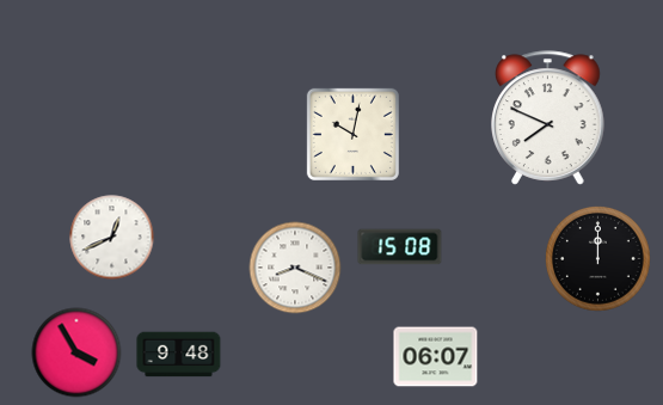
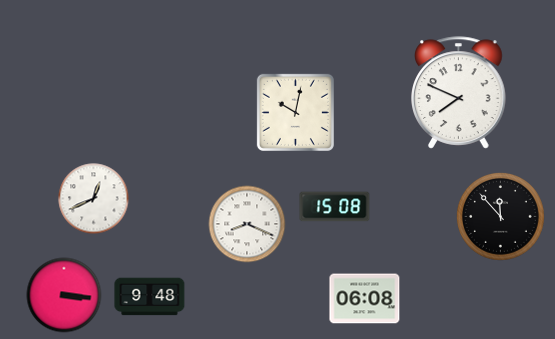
clock at (548, 118) position: (548, 118) -> (459, 93)
clock at (597, 258): 12:00 -> 11:53
clock at (76, 352): 3:55 -> 3:16
clock at (436, 357): 06:07 -> 06:08
